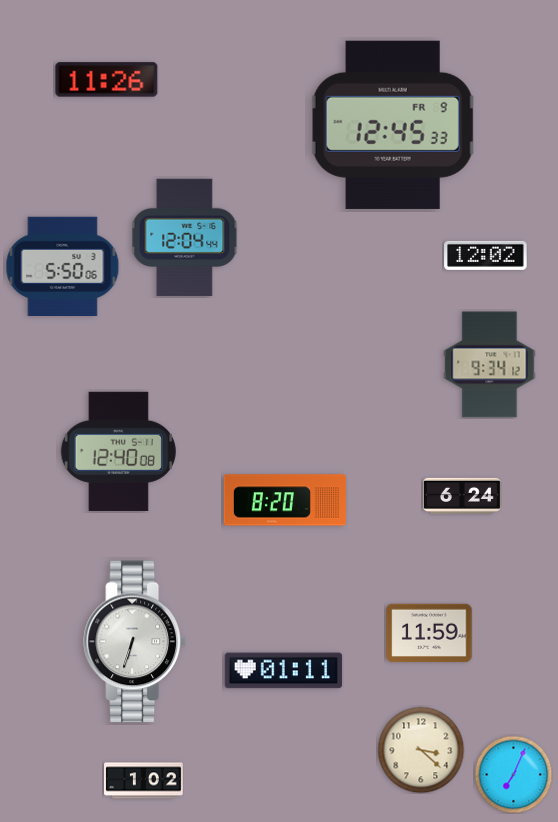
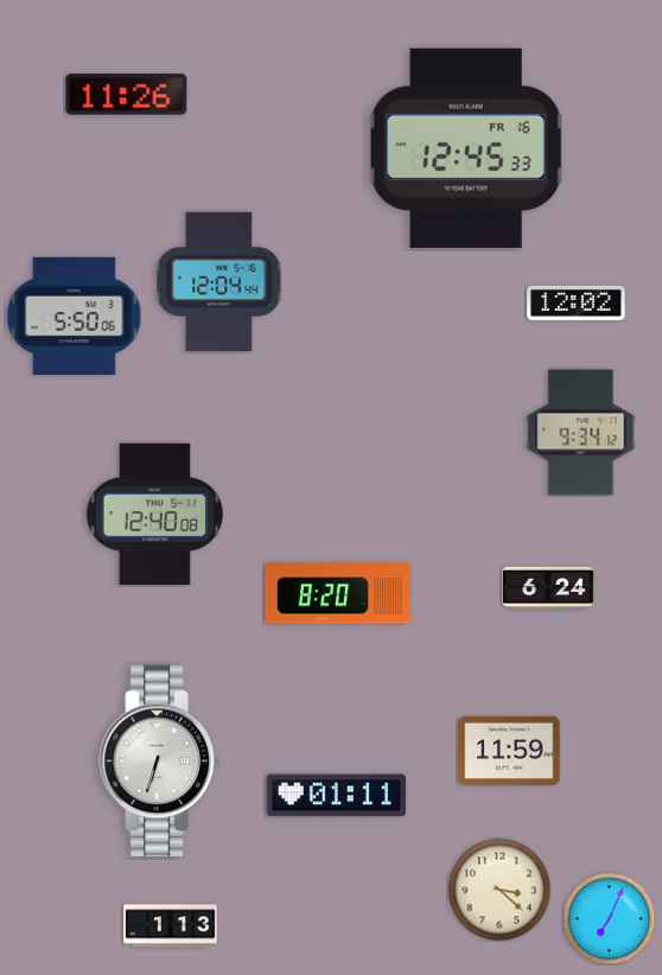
clock at (393, 125) date: FR 9 -> FR 16
clock at (118, 451) position: (118, 451) -> (154, 514)
clock at (144, 781): 1:02 -> 1:13
